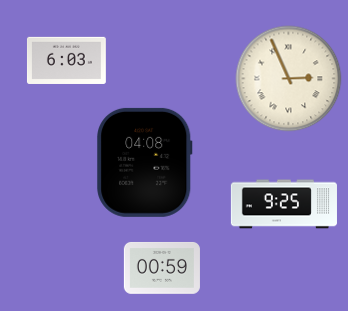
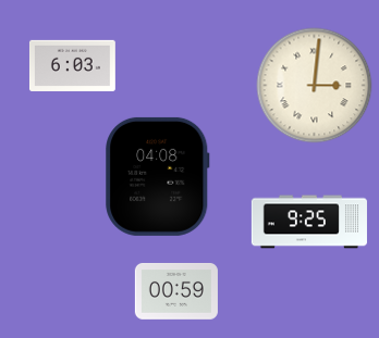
clock at (289, 79): 2:56 -> 3:01
